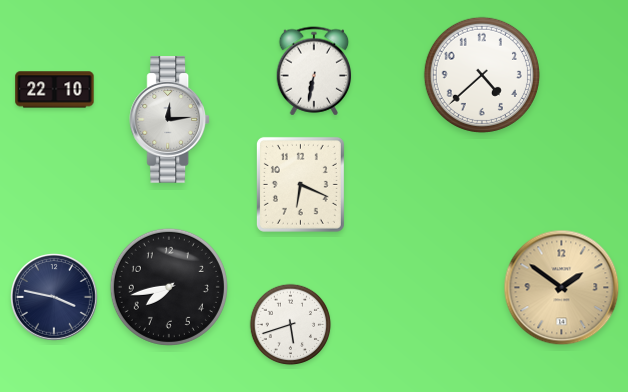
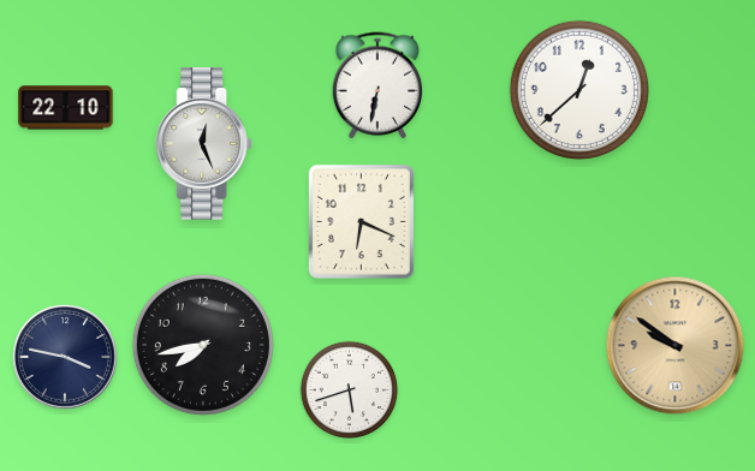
clock at (482, 75): 4:38 -> 12:38
clock at (170, 120): 12:14 -> 12:26
clock at (562, 288): 1:51 -> 9:51
